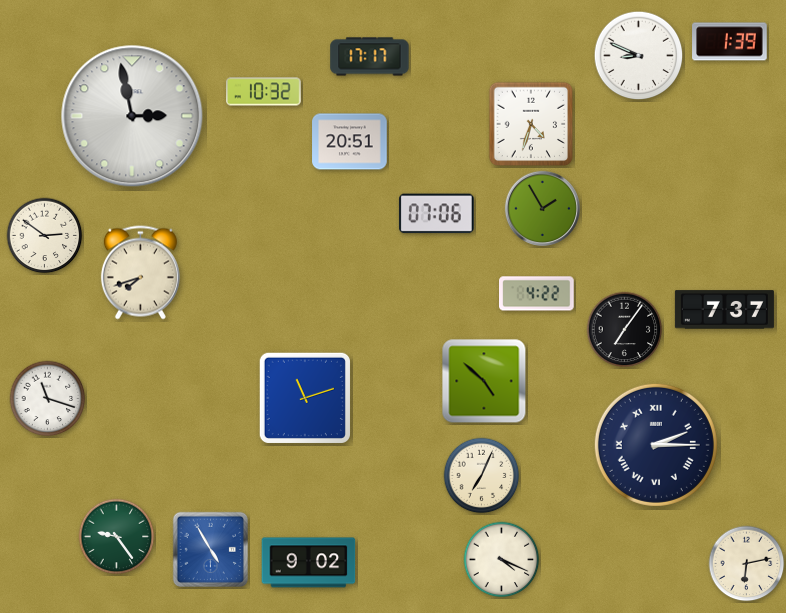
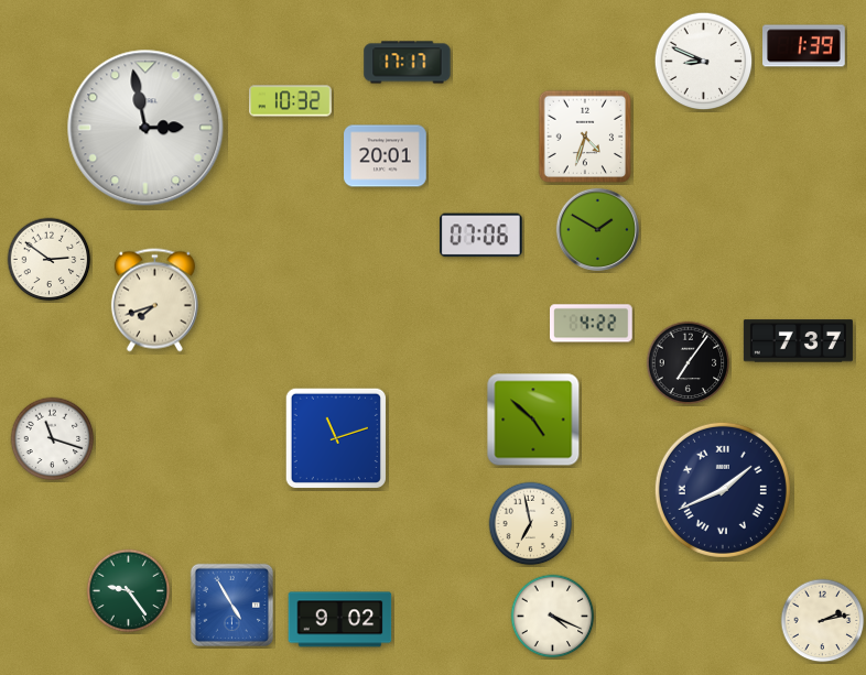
clock at (350, 142): 20:51 -> 20:01
clock at (542, 208): 1:55 -> 1:50
clock at (656, 445): 2:15 -> 1:41
clock at (482, 476): 7:04 -> 6:58
clock at (747, 564): 6:13 -> 2:13
